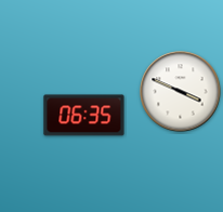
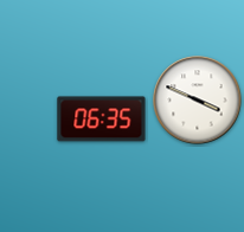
clock at (84, 116) position: (84, 116) -> (102, 120)
